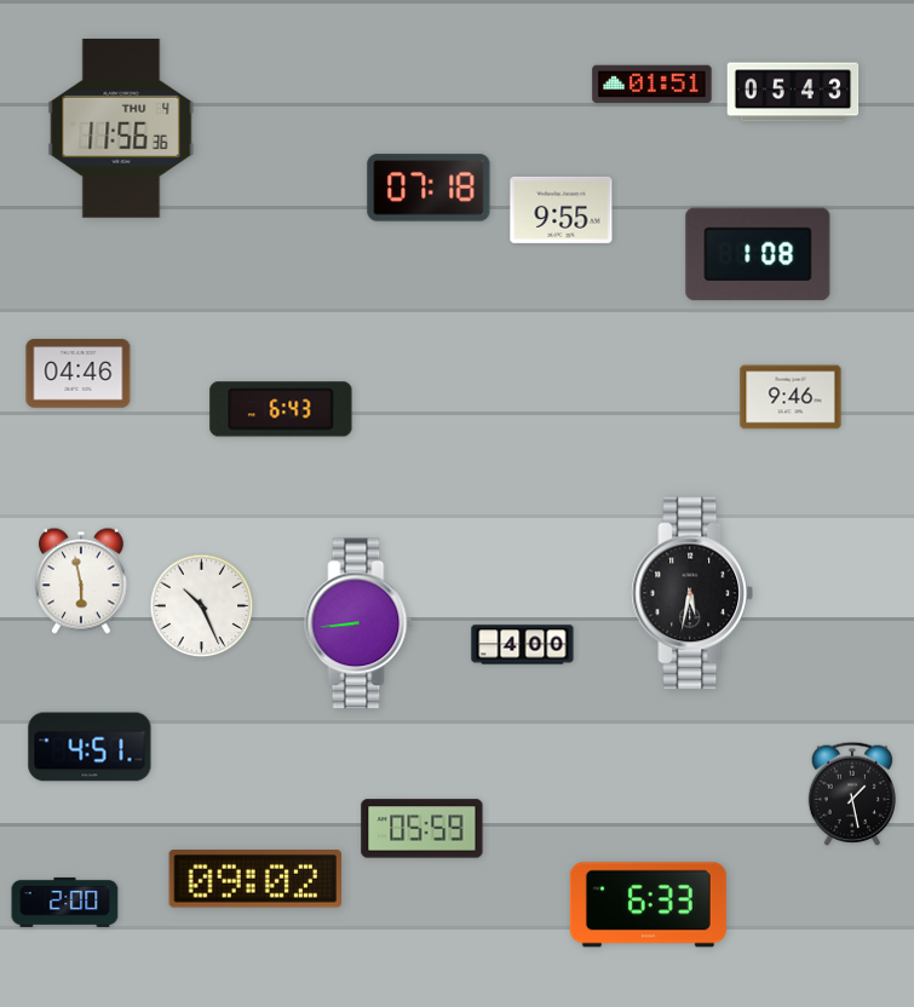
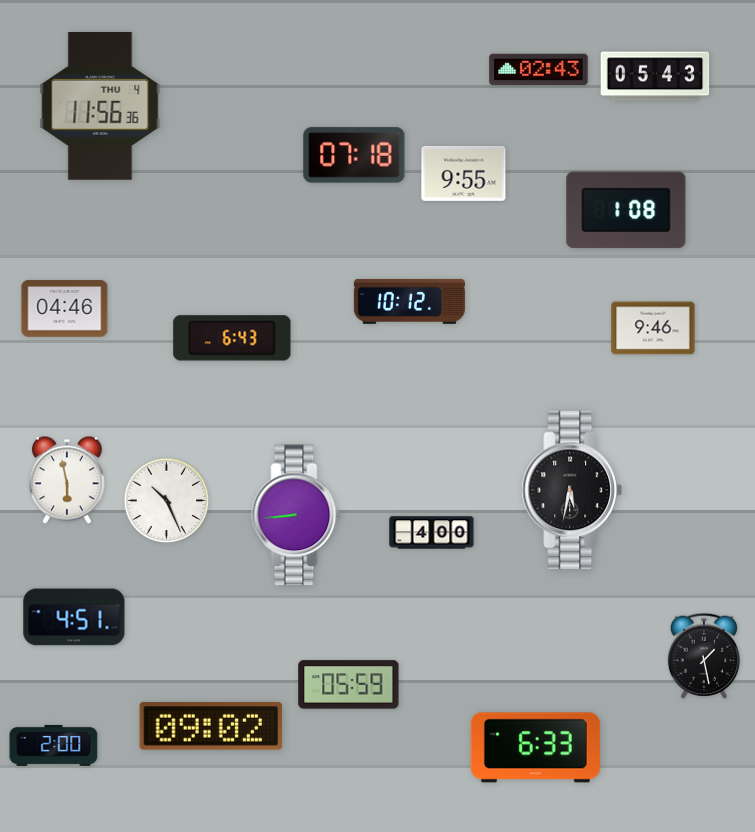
clock at (653, 85): 01:51 -> 02:43
clock at (409, 301): none -> 10:12
